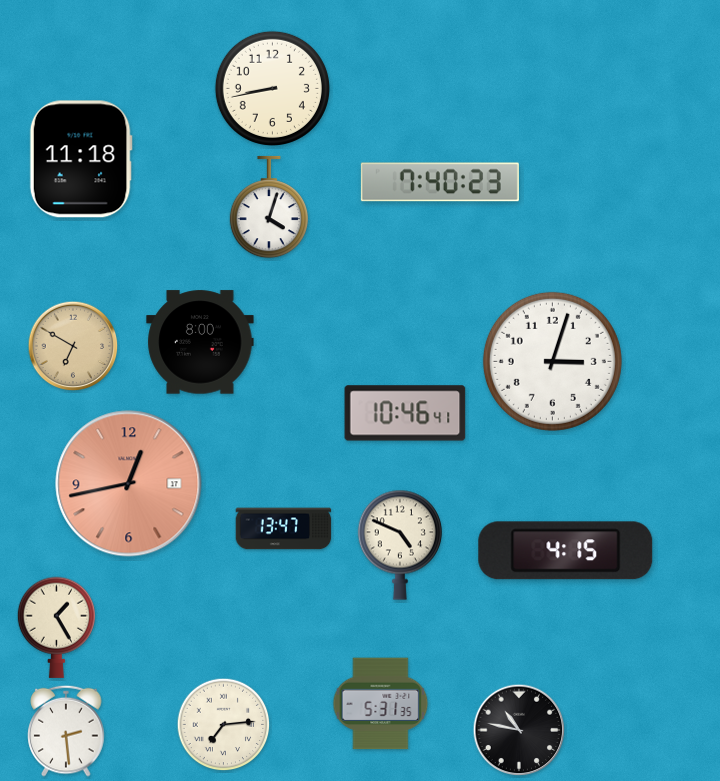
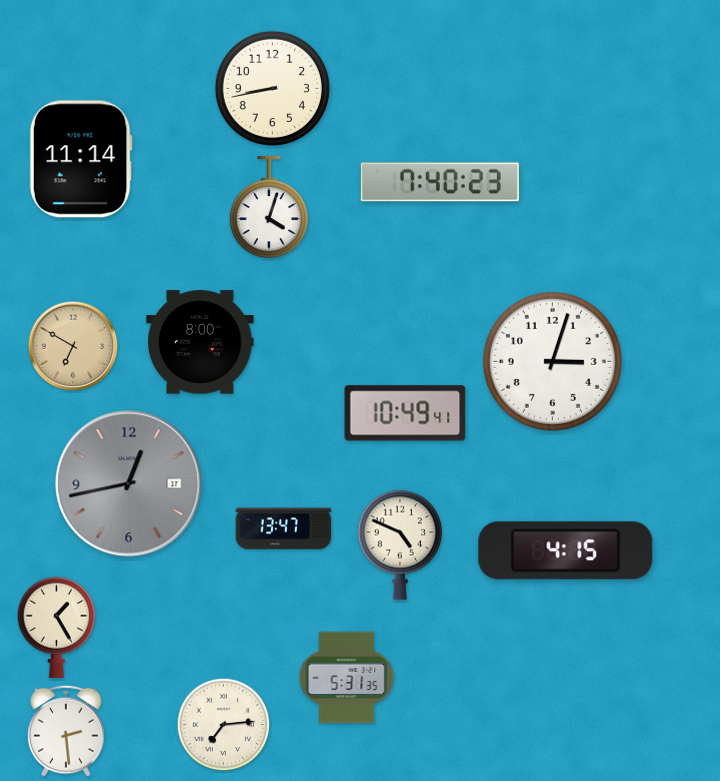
clock at (81, 159): 11:18 -> 11:14
clock at (405, 413): 10:46 -> 10:49
clock at (129, 484) dial: salmon -> grey
clock at (381, 704) position: (381, 704) -> (347, 678)
clock at (519, 730): 10:47 -> none
